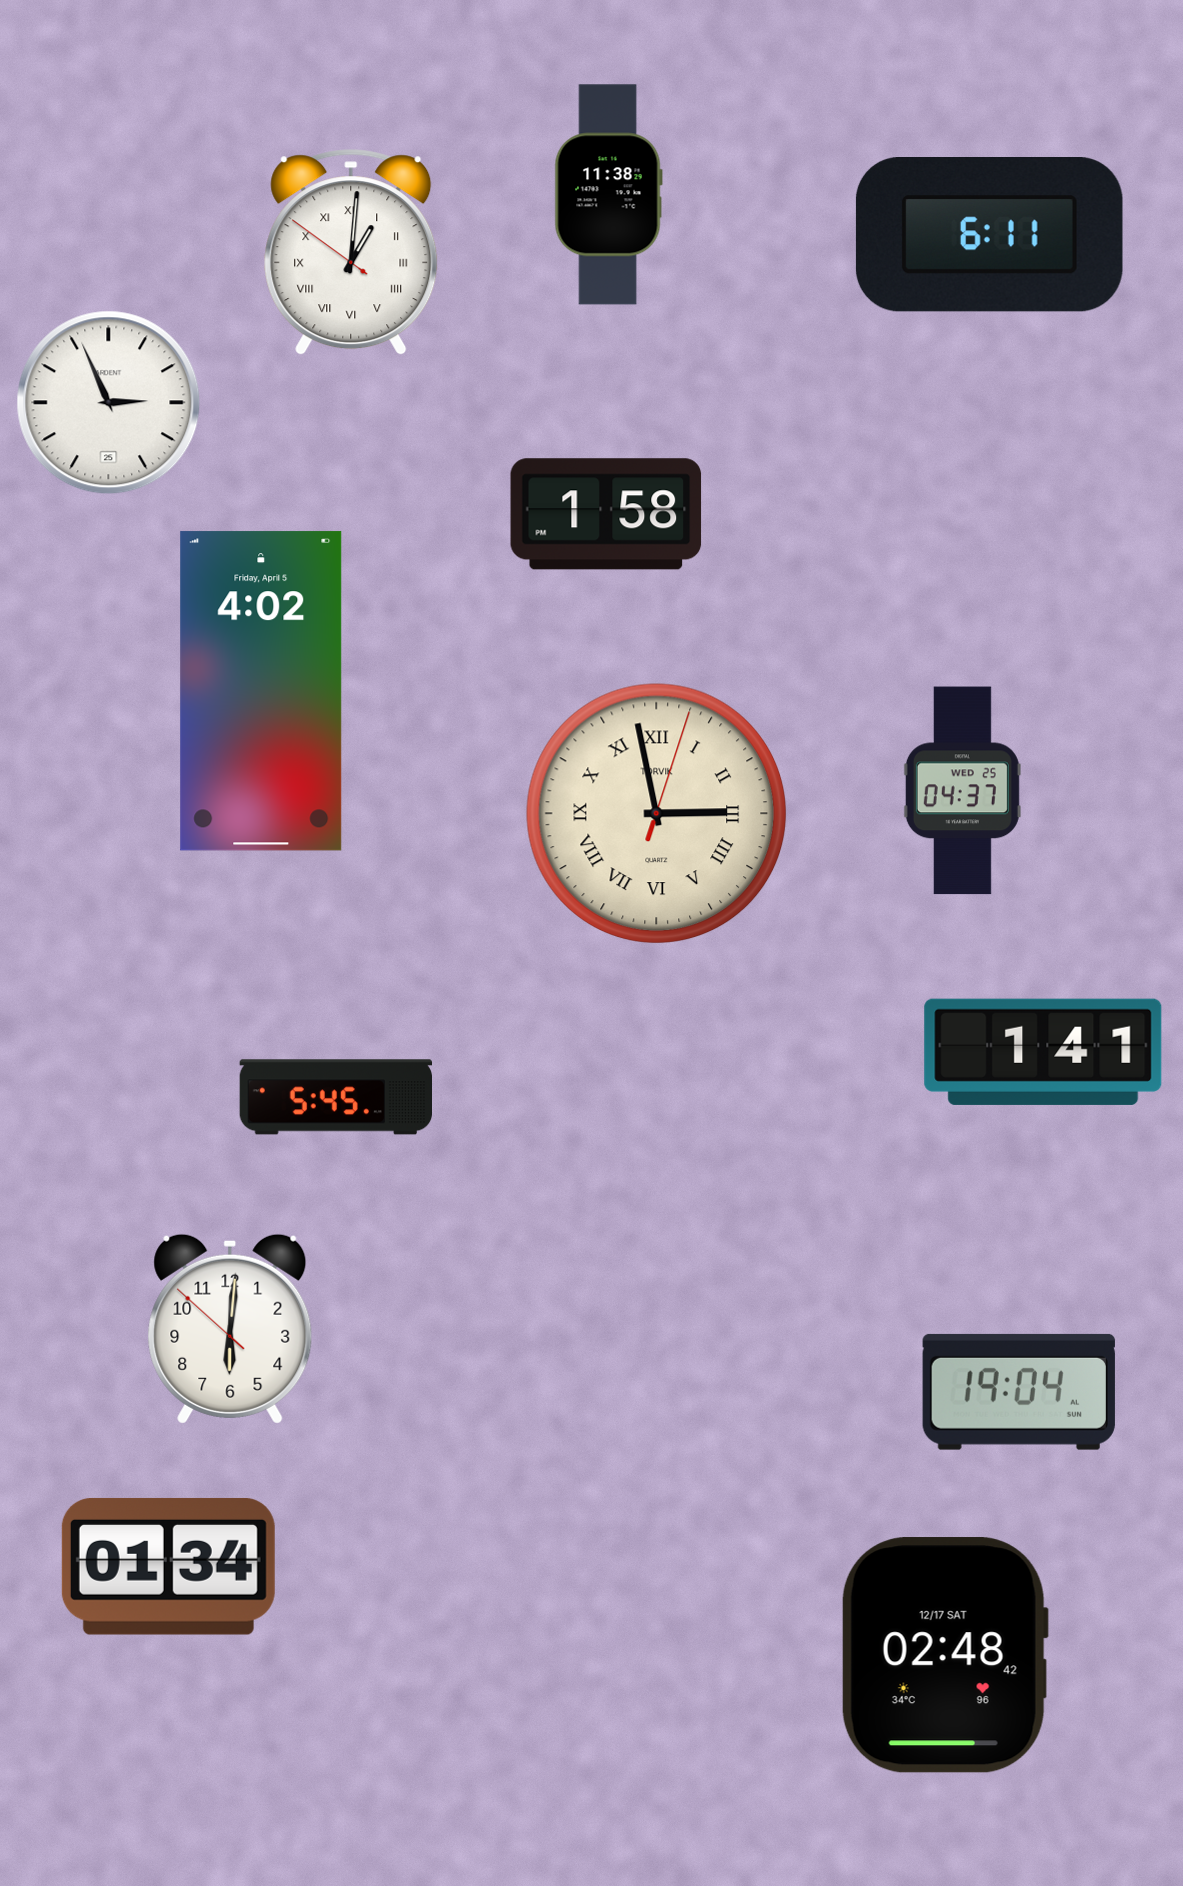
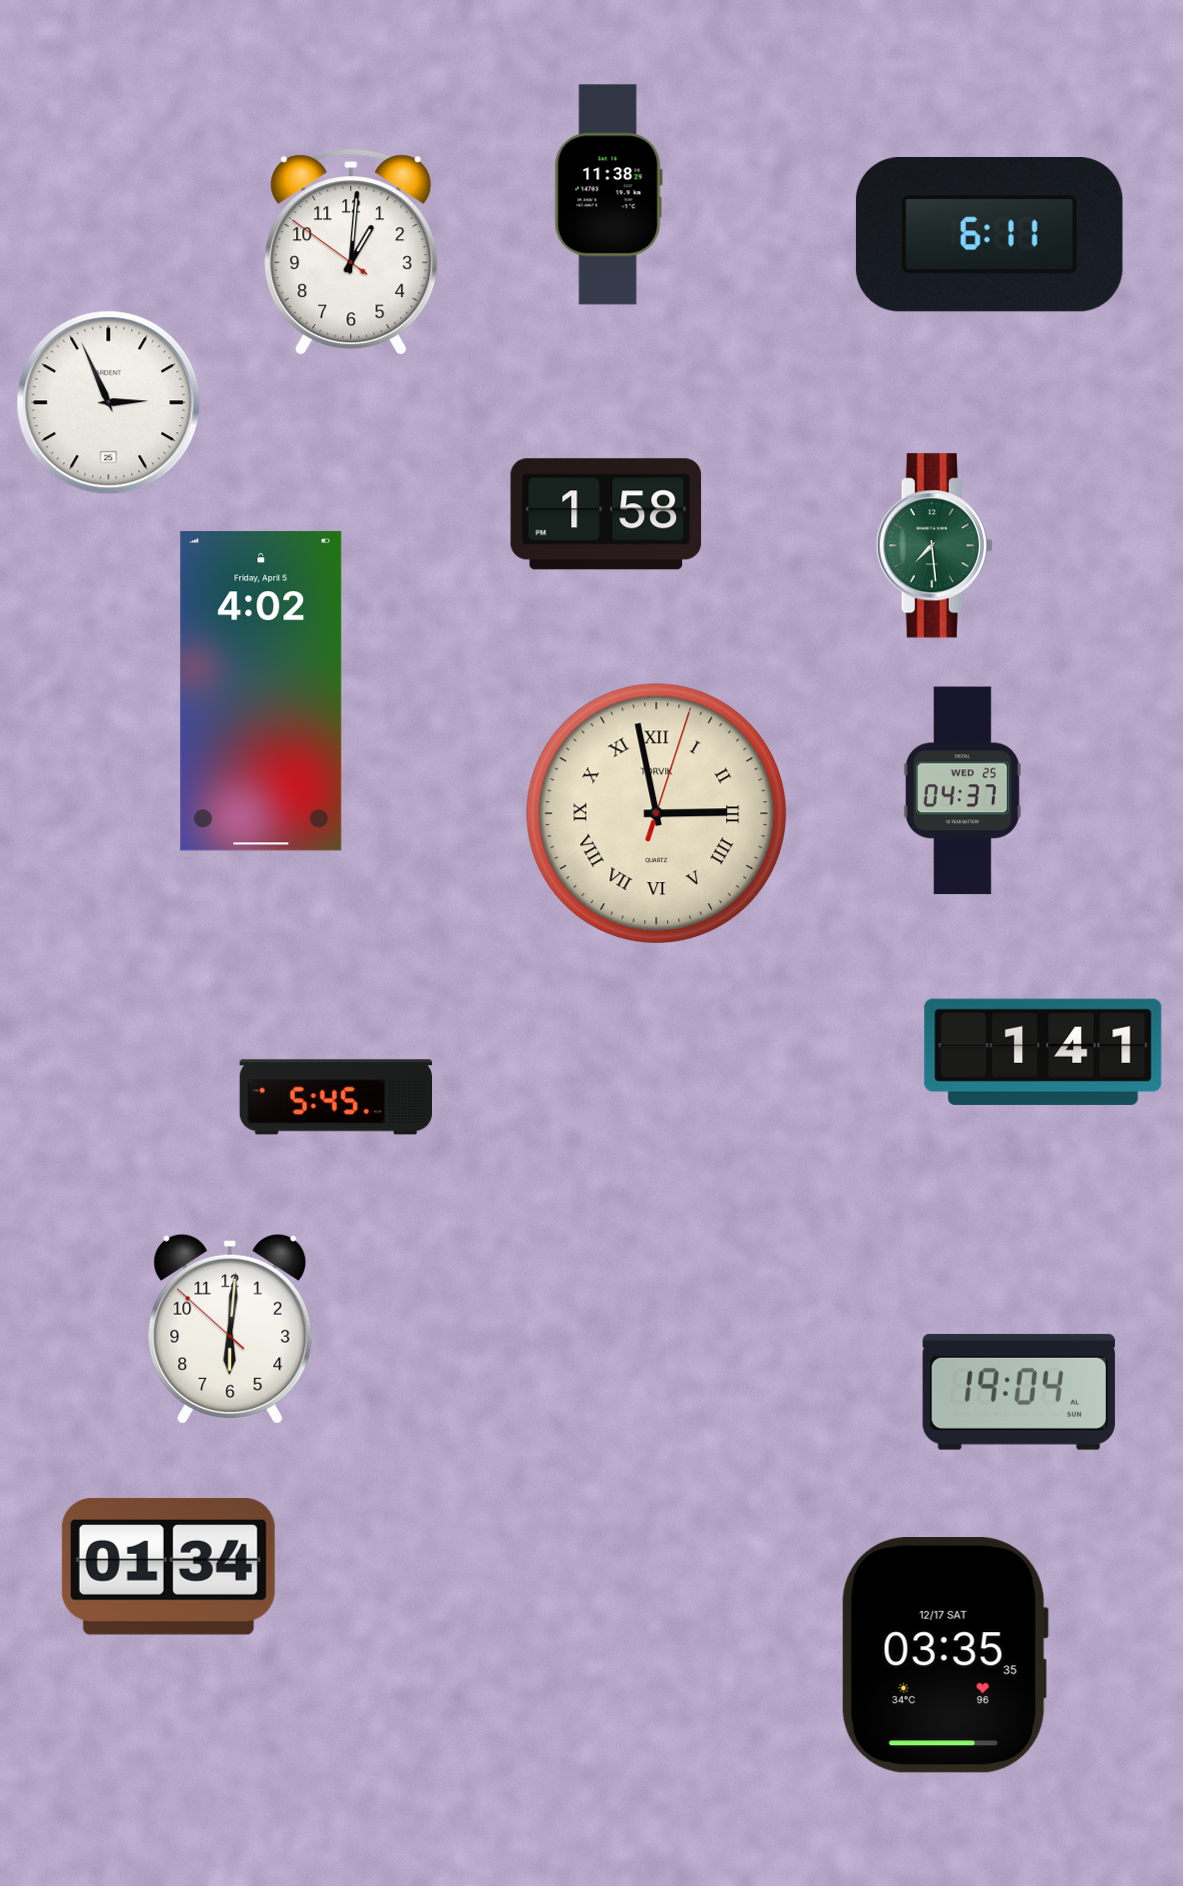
clock at (351, 253) numerals: Roman -> Arabic
clock at (934, 546): none -> 7:29
clock at (945, 1655): 02:48 -> 03:35
